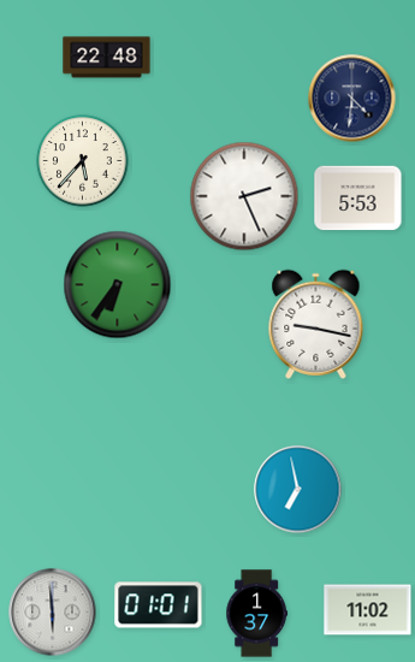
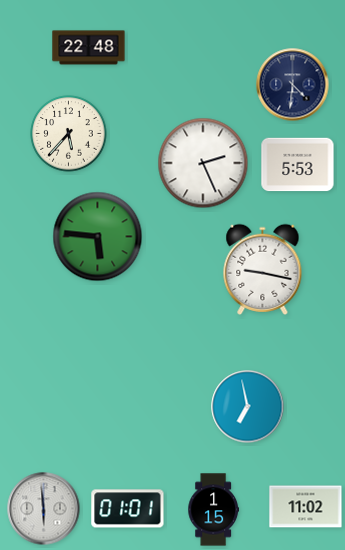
clock at (352, 99) position: (352, 99) -> (293, 85)
clock at (118, 285): 6:36 -> 5:46
clock at (159, 605) position: (159, 605) -> (128, 509)
clock at (256, 614): 1:37 -> 1:15
